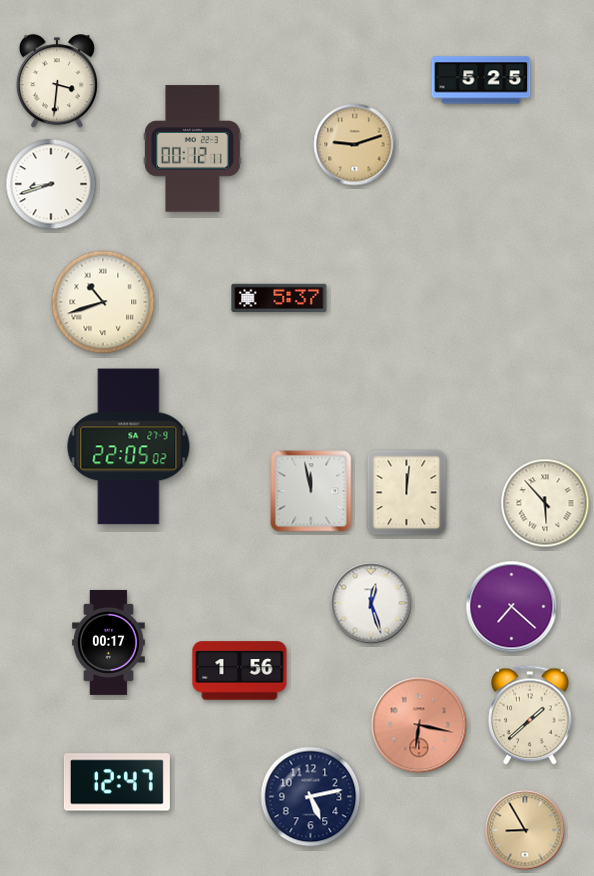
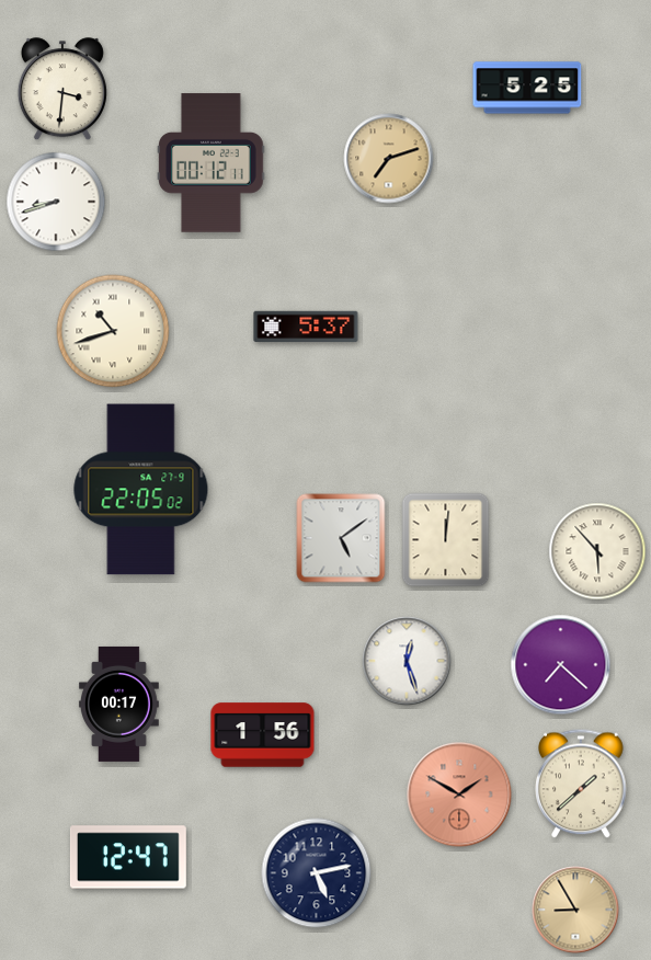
clock at (355, 145): 9:12 -> 7:12
clock at (311, 491): 11:58 -> 5:09
clock at (419, 725): 6:17 -> 1:50
clock at (311, 797) position: (311, 797) -> (317, 873)
